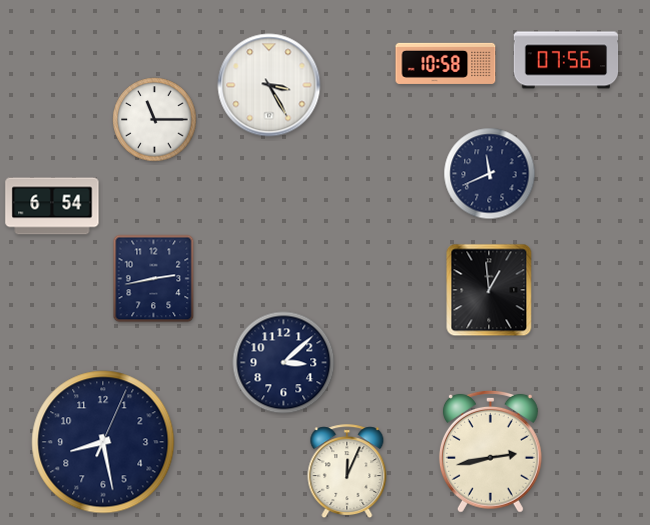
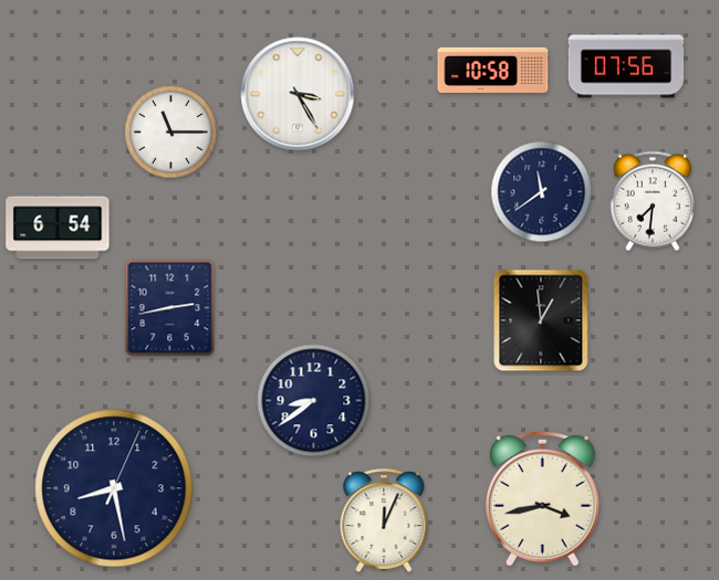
clock at (490, 174): 11:41 -> 11:39
clock at (652, 201): none -> 7:31
clock at (284, 363): 3:08 -> 8:39
clock at (490, 451): 2:43 -> 3:43
